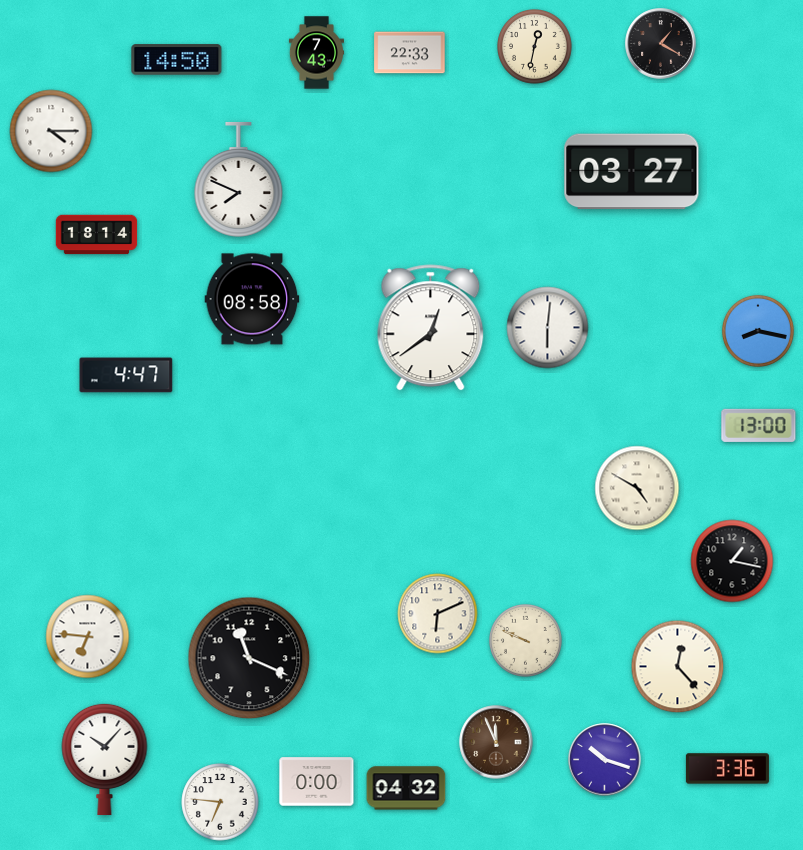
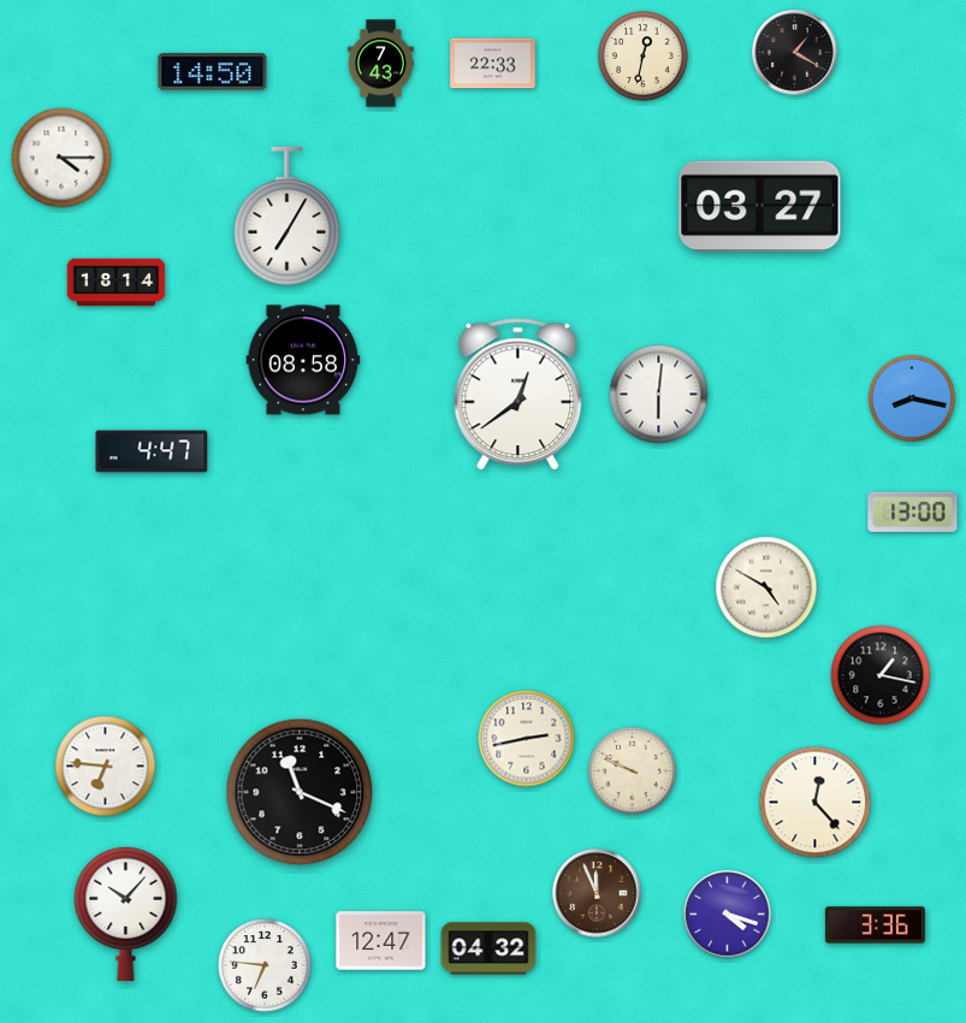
clock at (239, 179): 7:49 -> 7:05
clock at (438, 614): 6:11 -> 2:43
clock at (605, 760): 10:18 -> 4:18
clock at (317, 782): 0:00 -> 12:47
